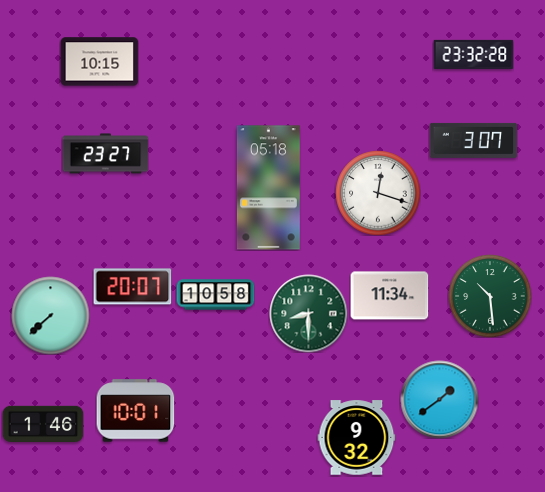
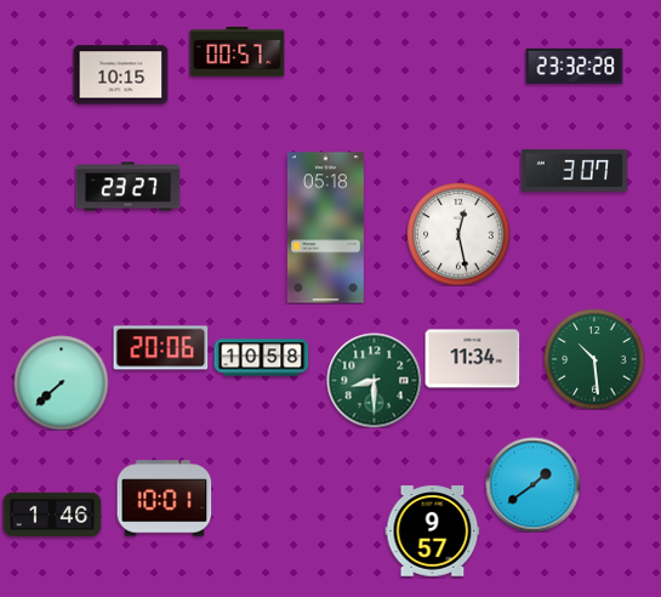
clock at (237, 52): none -> 00:57
clock at (378, 193): 12:18 -> 12:28
clock at (132, 287): 20:07 -> 20:06
clock at (356, 438): 9:32 -> 9:57
